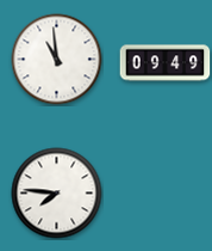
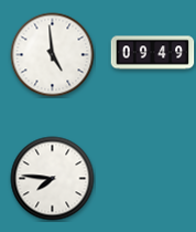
clock at (57, 60): 10:59 -> 4:59
clock at (166, 63) position: (166, 63) -> (153, 53)
